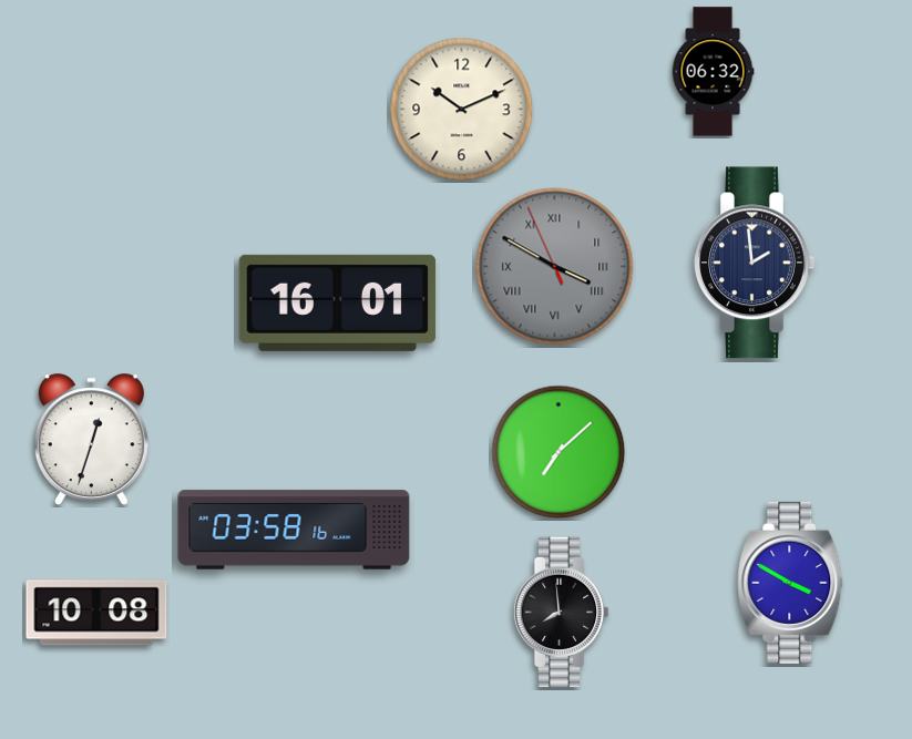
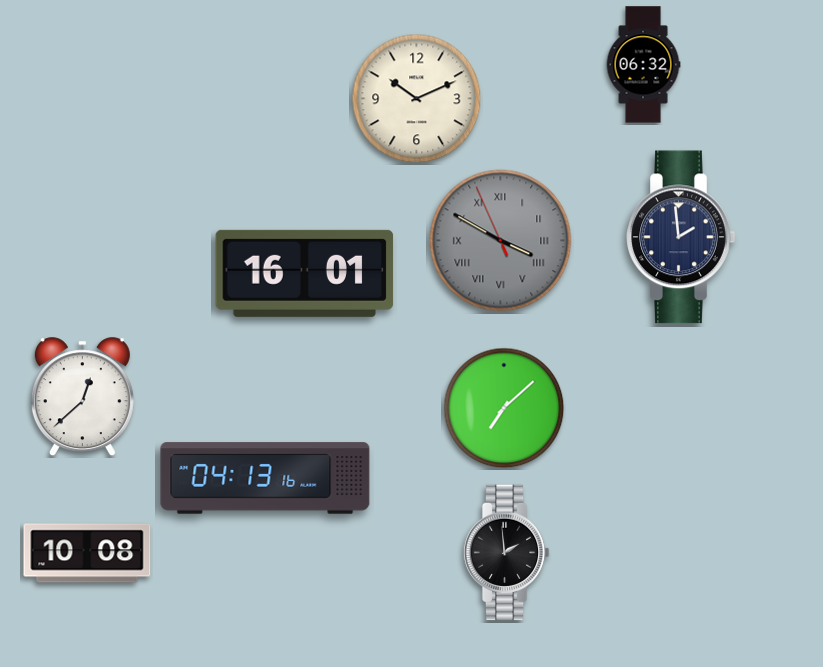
clock at (91, 440): 12:33 -> 12:38
clock at (294, 530): 03:58 -> 04:13
clock at (790, 583): 3:50 -> none
clock at (561, 613): 7:59 -> 1:59
